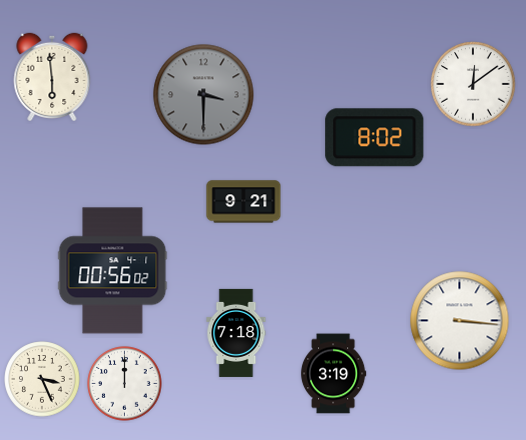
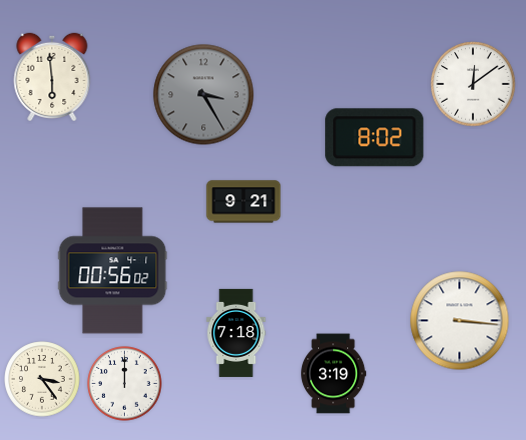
clock at (204, 95): 3:30 -> 3:25
clock at (42, 379): 3:26 -> 3:24
